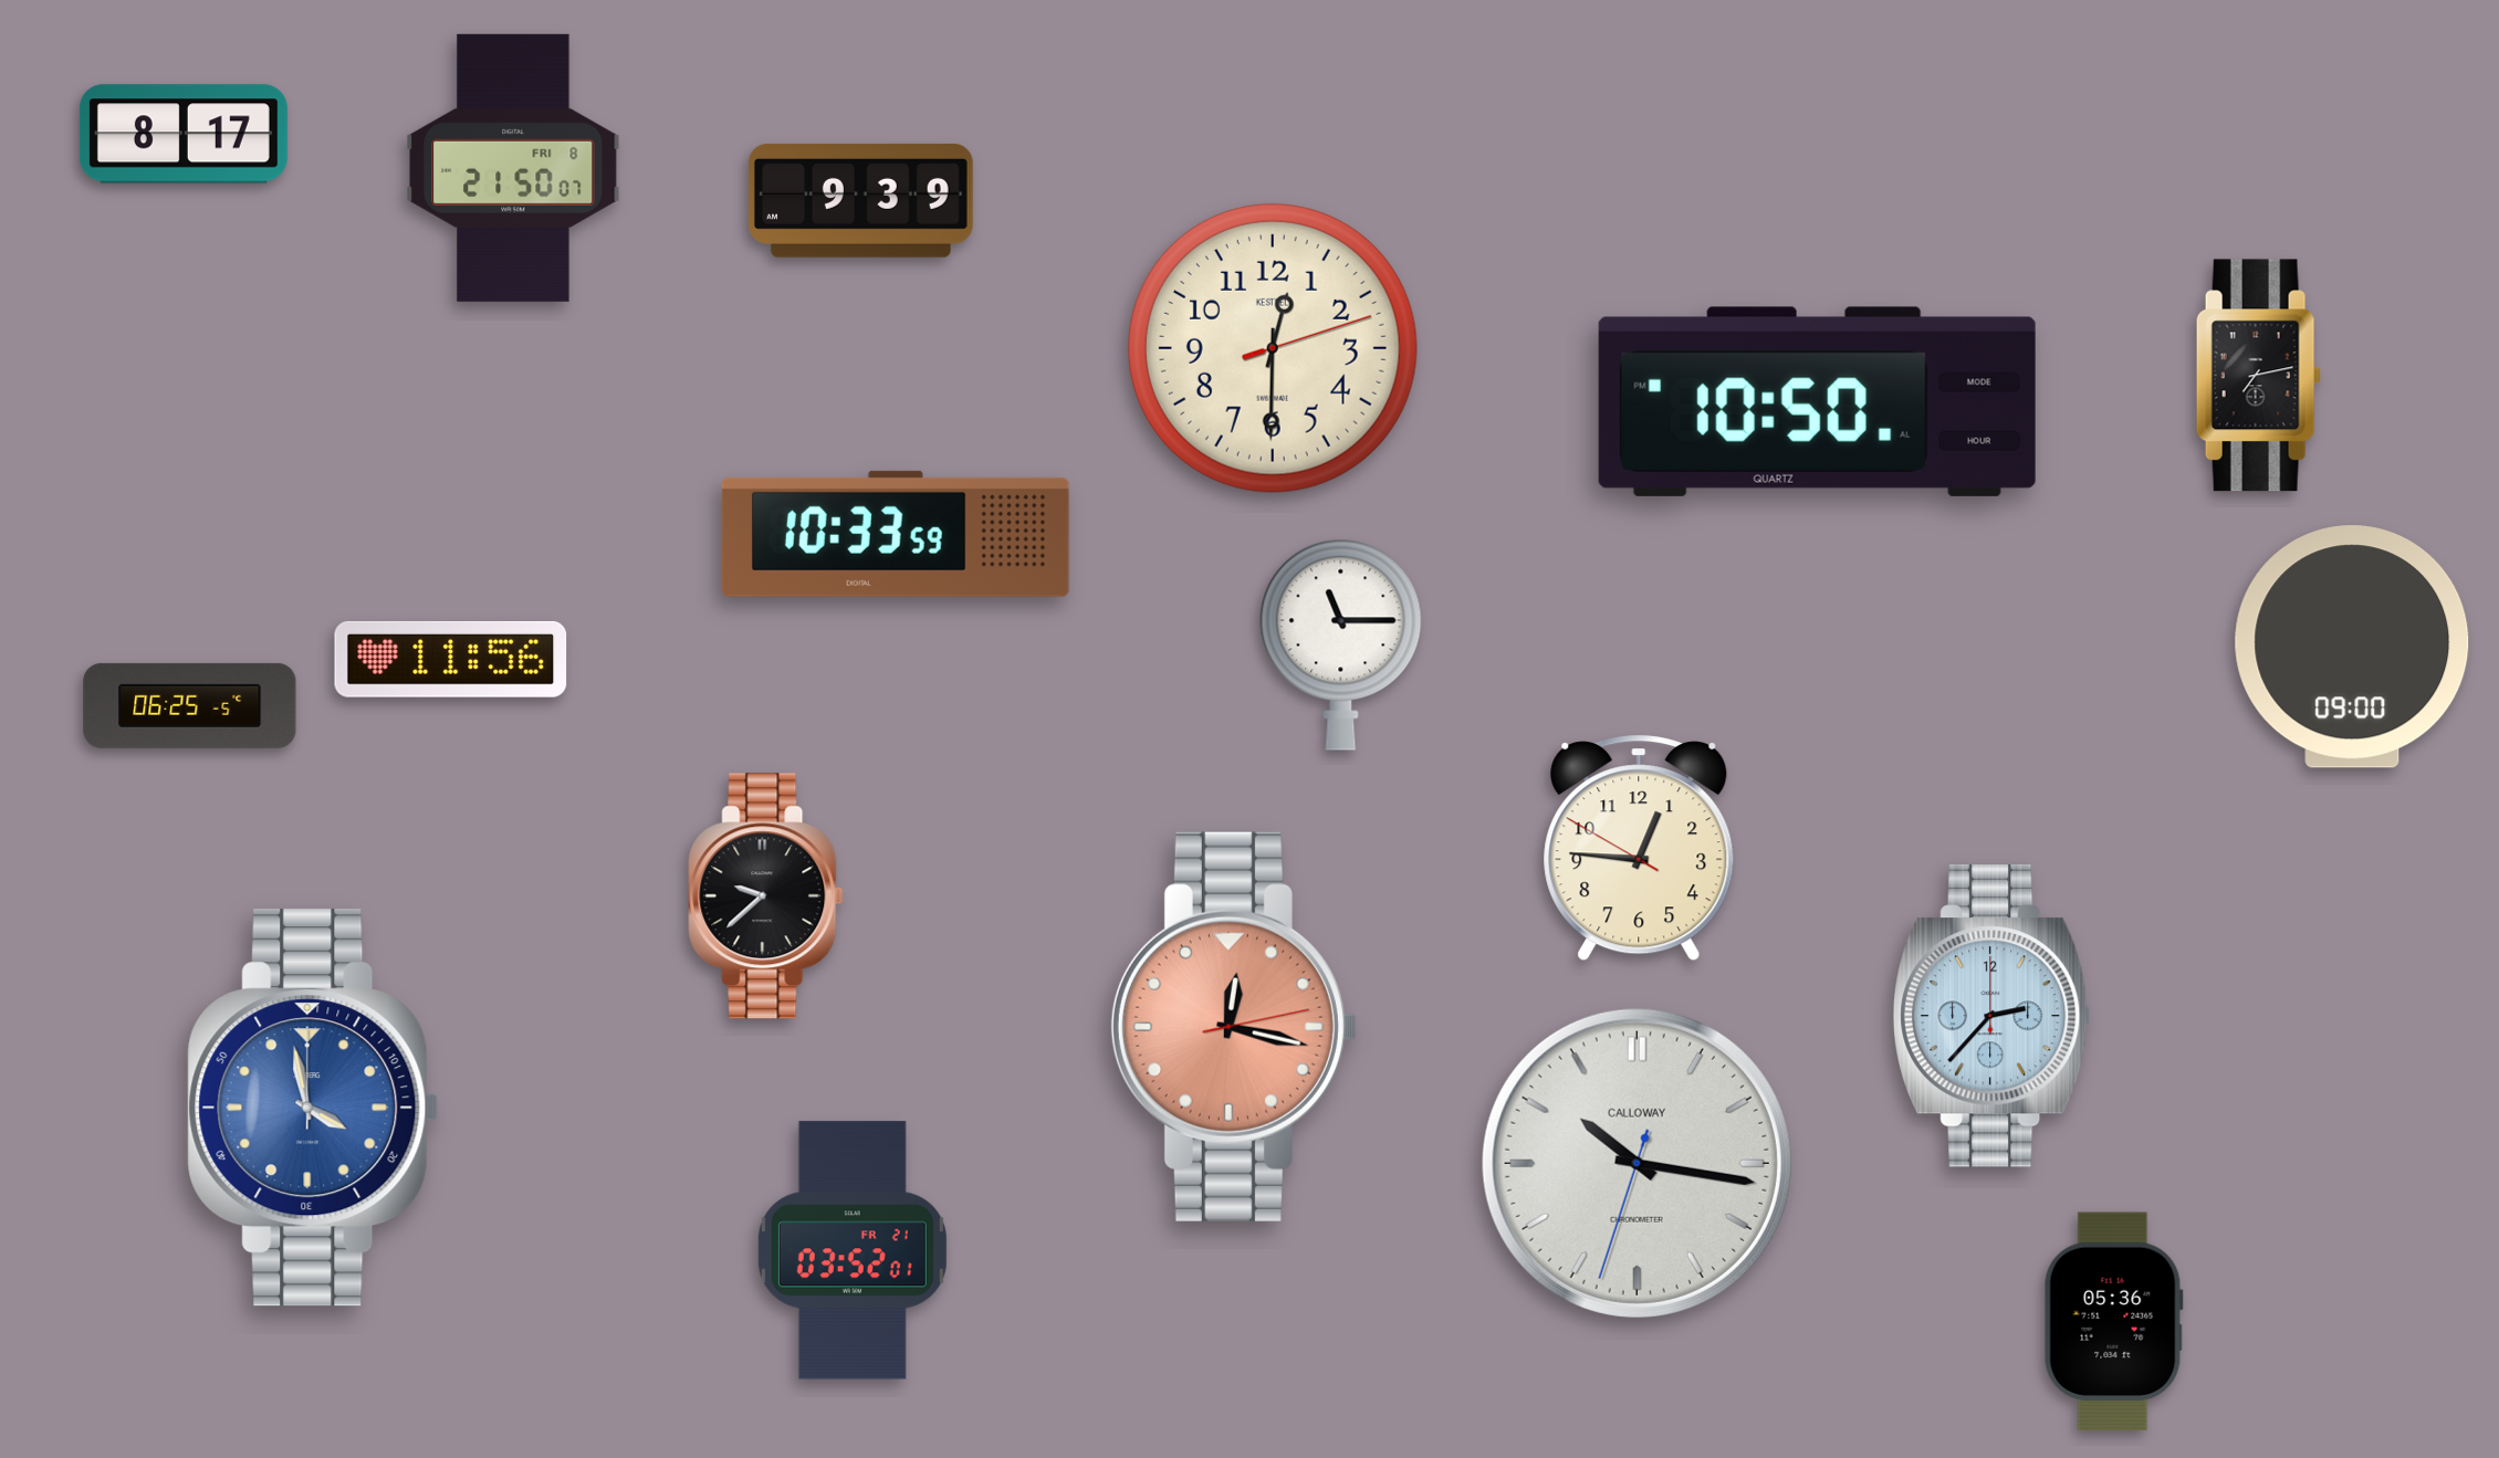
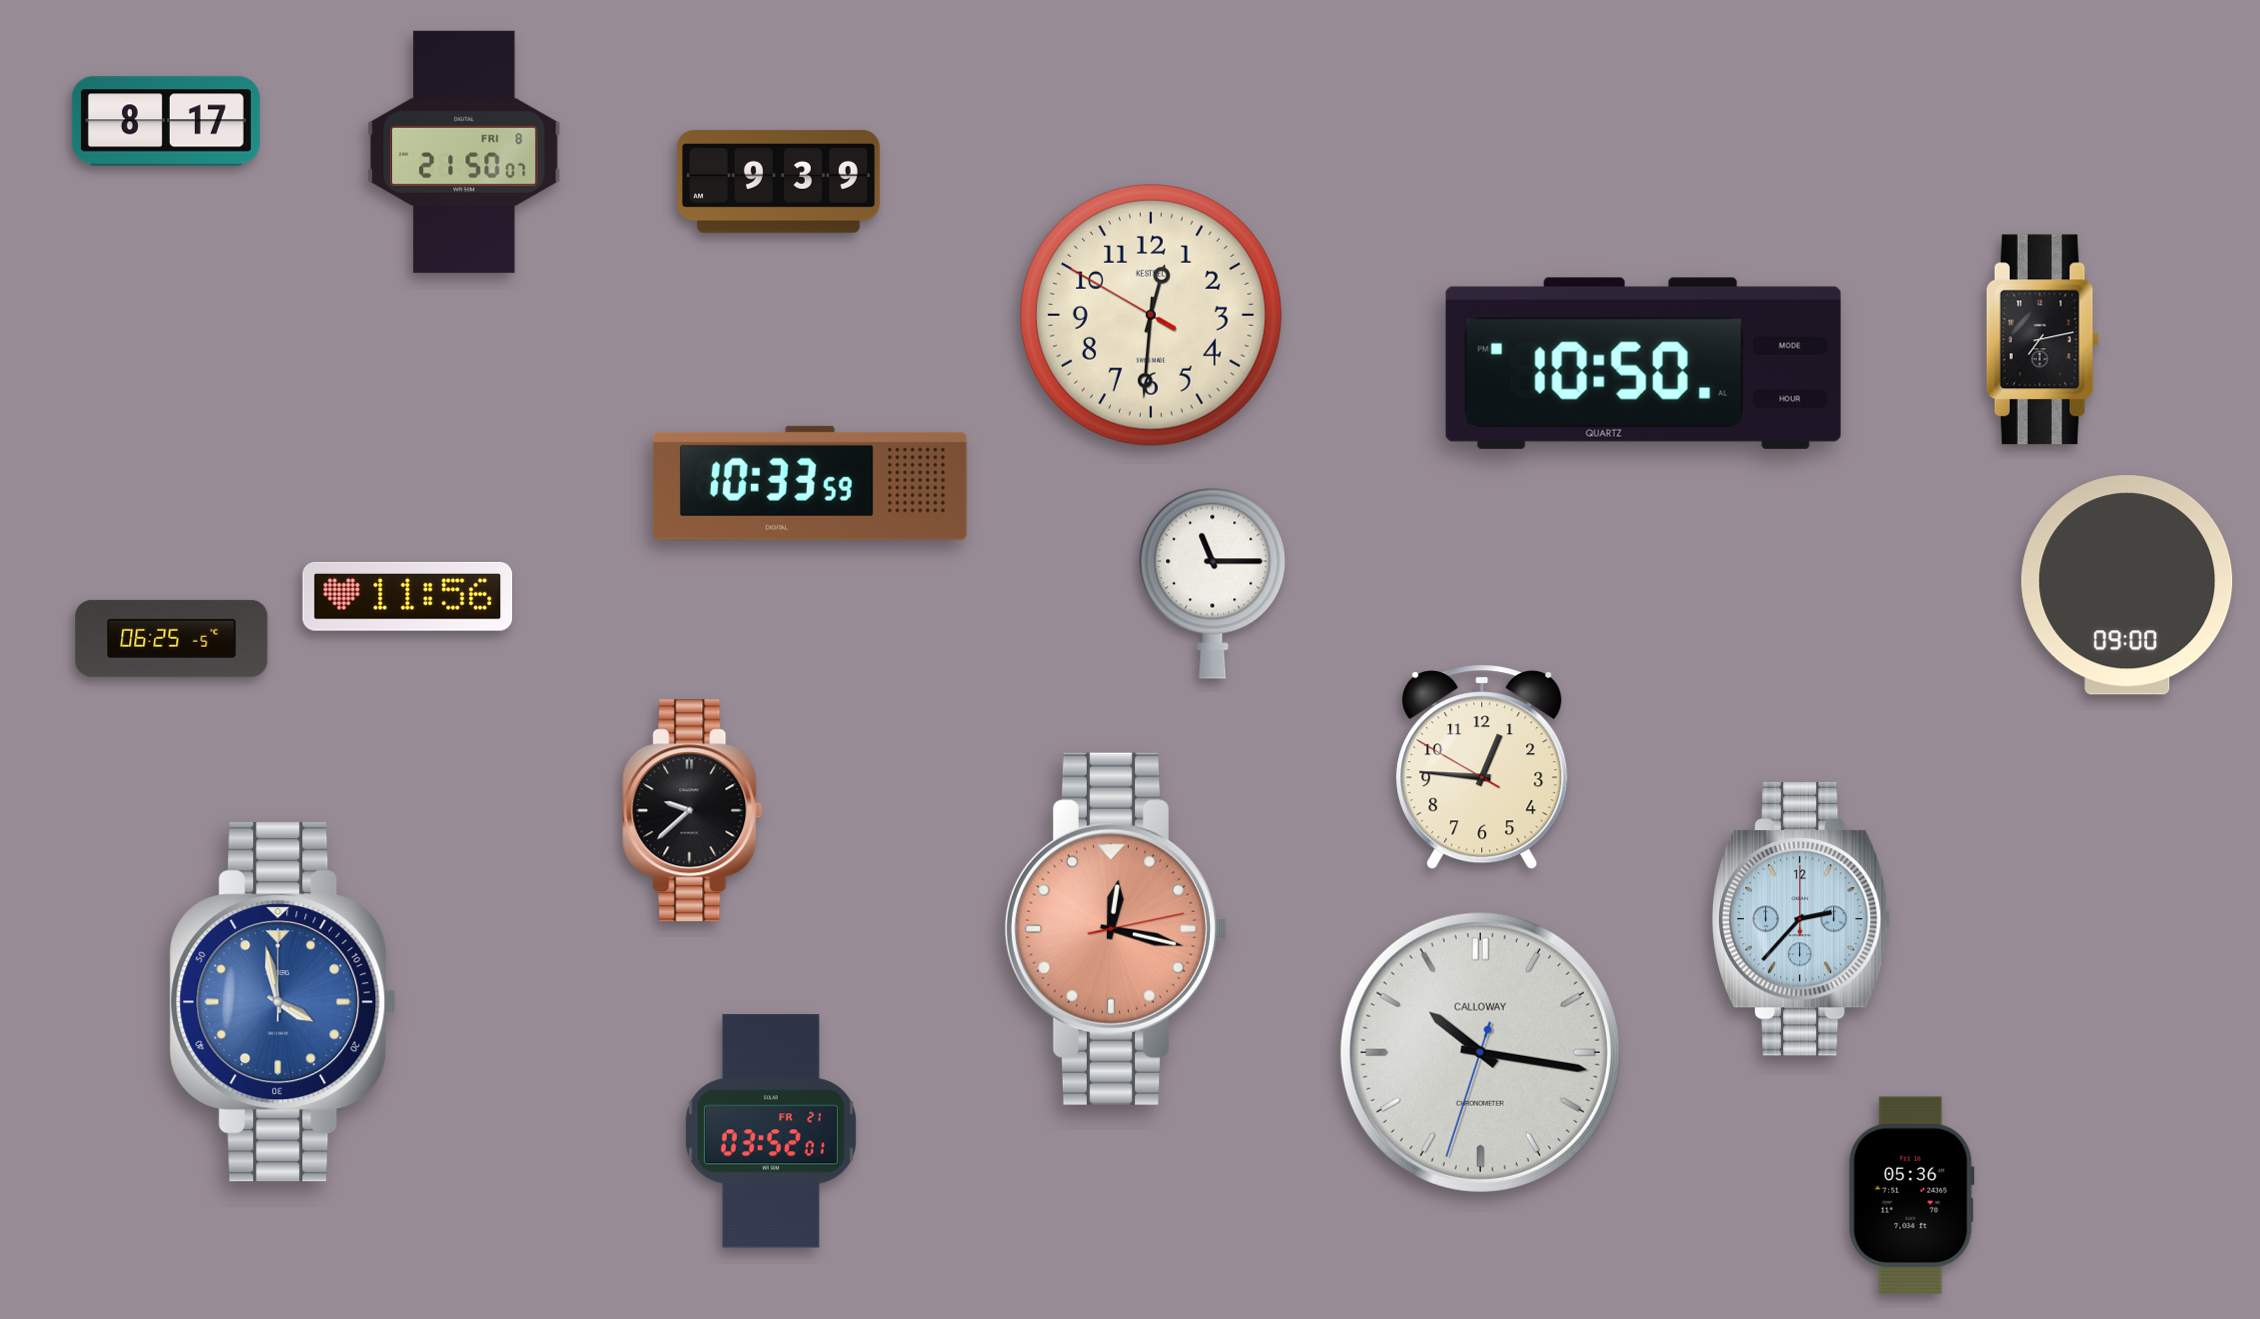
clock at (1273, 348): 12:30:12 -> 12:30:50
